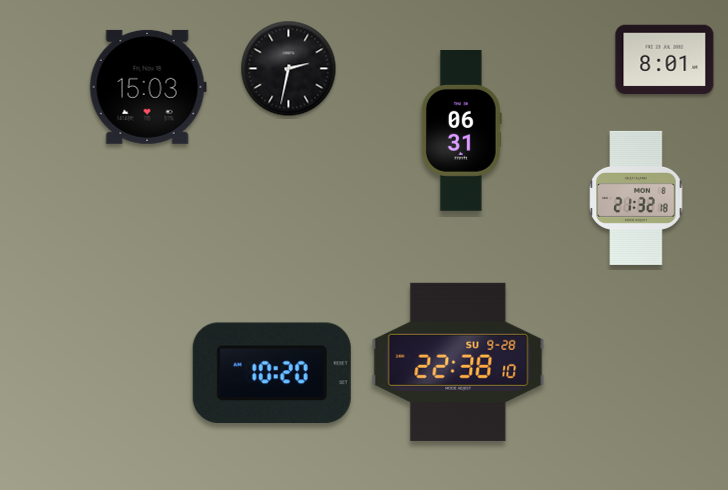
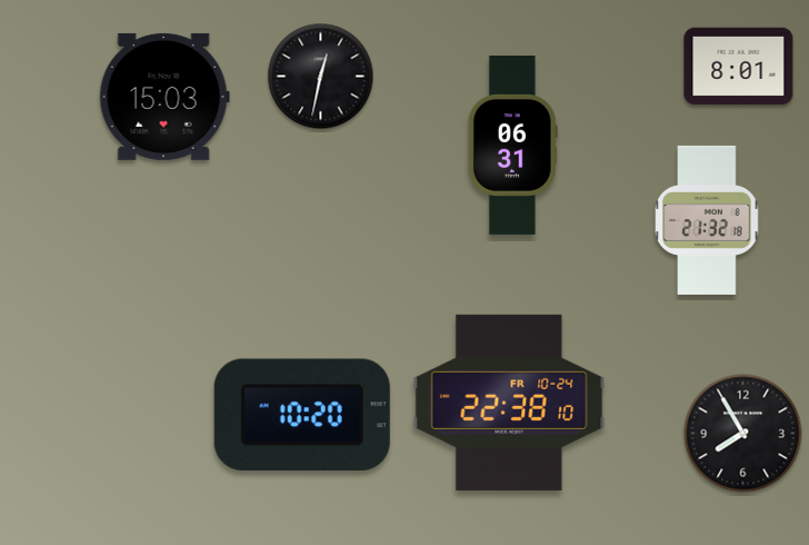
clock at (289, 69): 2:32 -> 12:32
clock at (458, 362) date: SU 9-28 -> FR 10-24
clock at (743, 434): none -> 7:55
